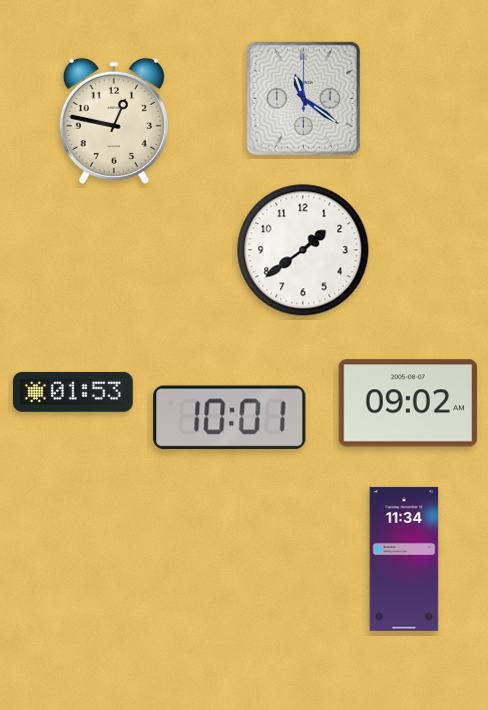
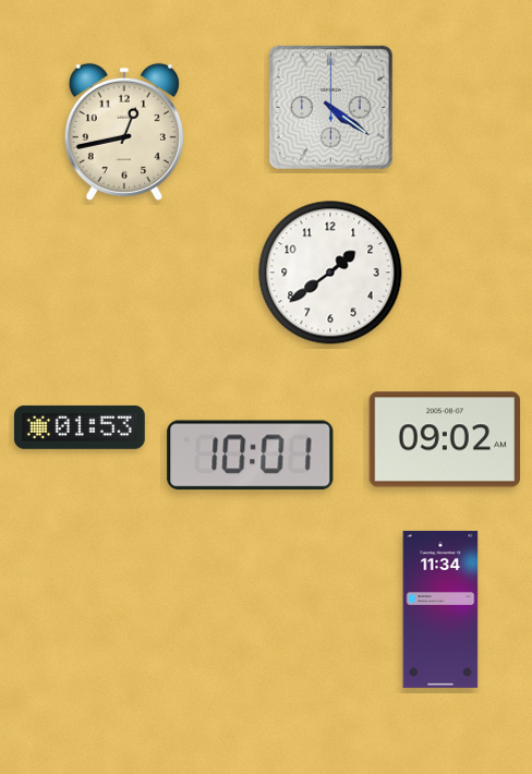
clock at (303, 98): 11:21 -> 4:21
clock at (114, 121): 12:47 -> 12:43
